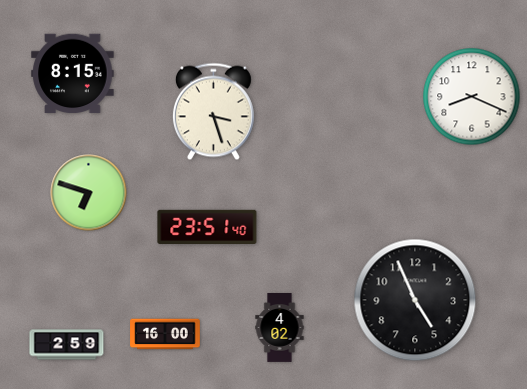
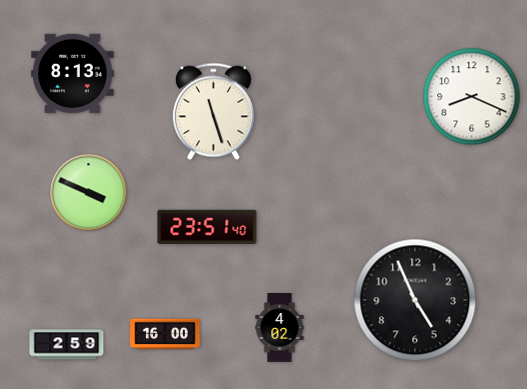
clock at (73, 74): 8:15 -> 8:13
clock at (213, 112): 3:27 -> 11:27
clock at (89, 193): 6:48 -> 3:49
